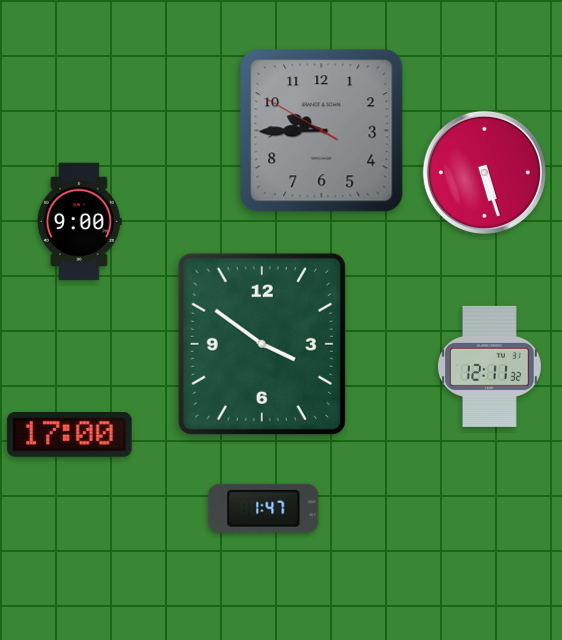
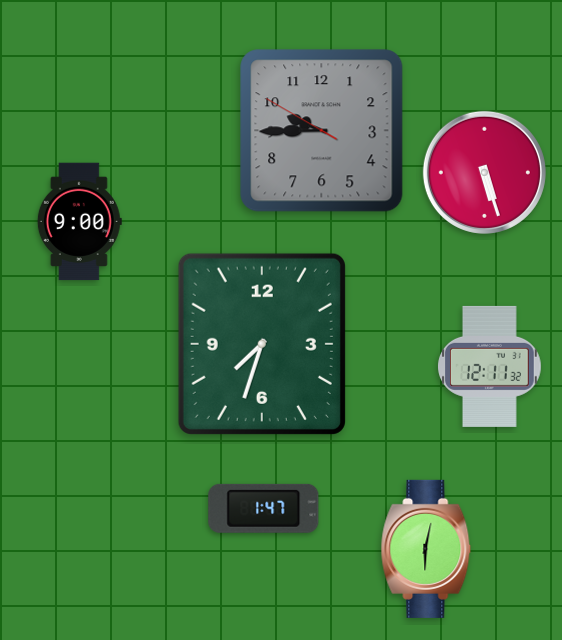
clock at (262, 344): 3:51 -> 7:33
clock at (70, 435): 17:00 -> none
clock at (426, 549): none -> 6:02
